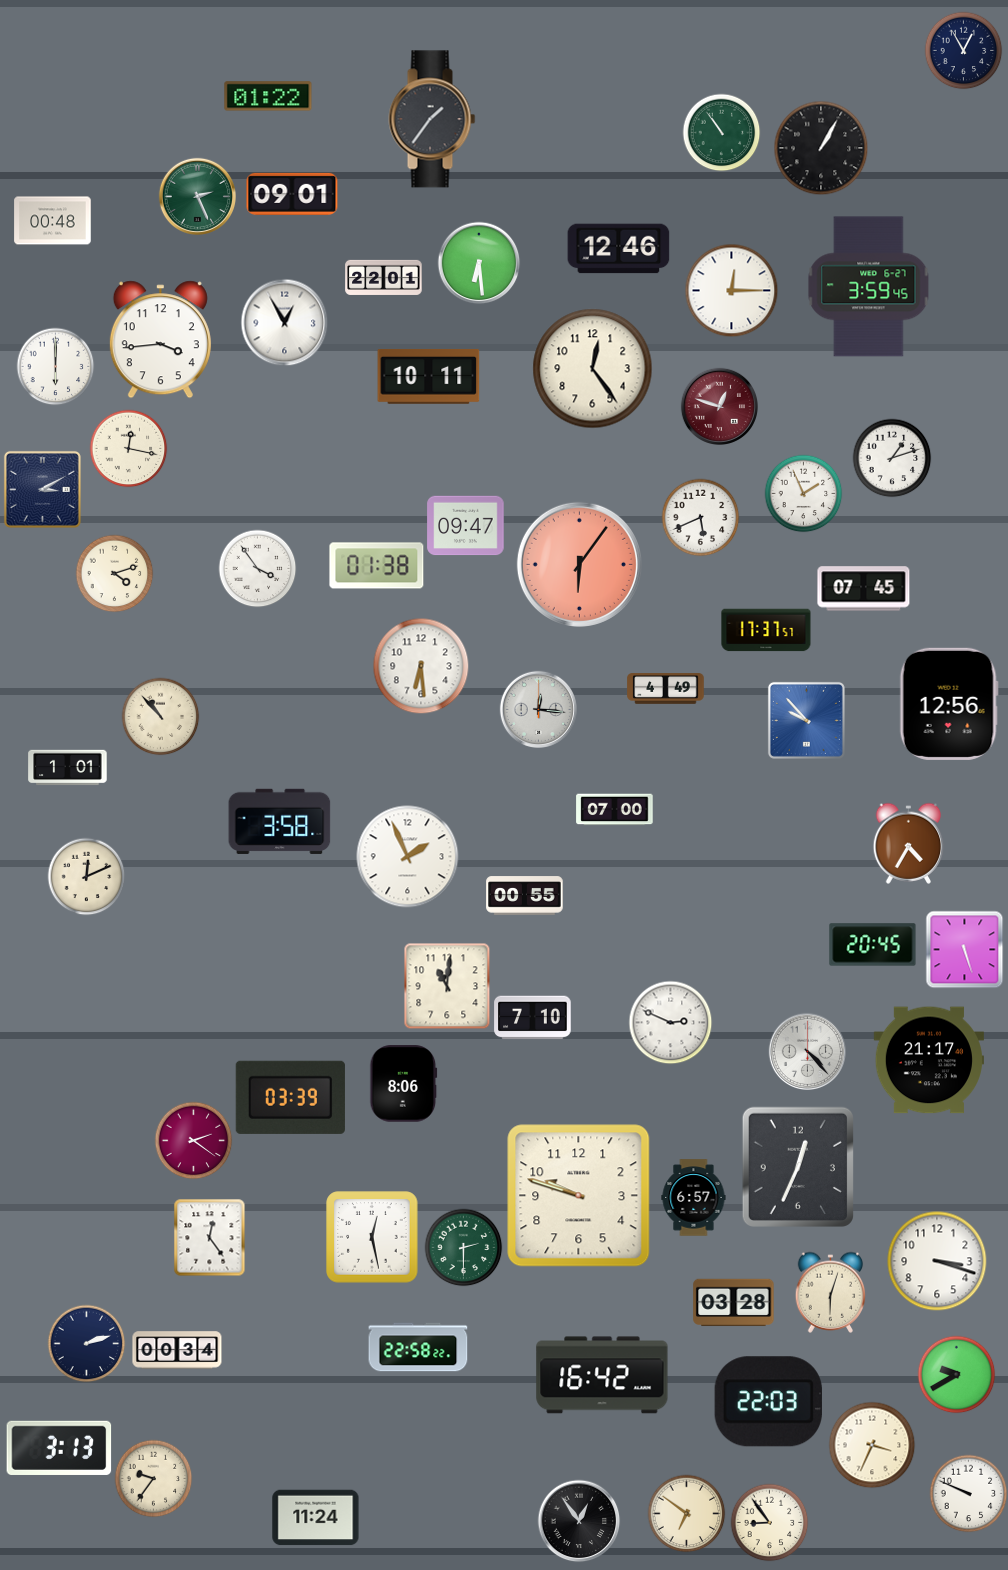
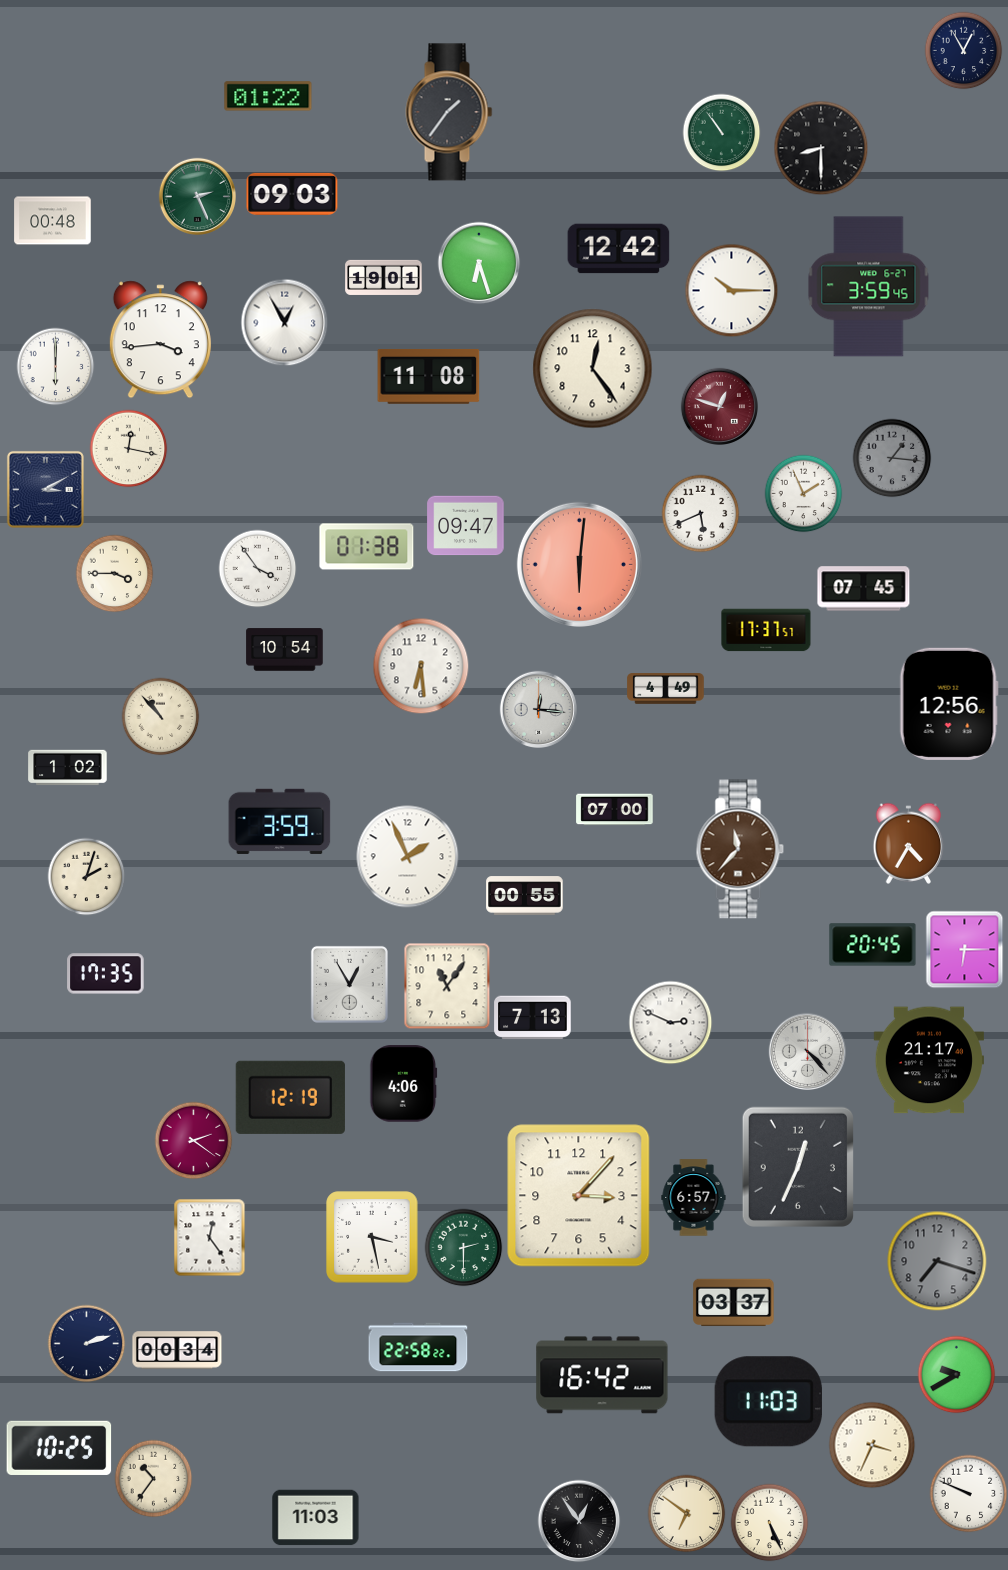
clock at (432, 119) position: (432, 119) -> (449, 112)
clock at (821, 148): 1:05 -> 8:30
clock at (292, 194): 09:01 -> 09:03
clock at (619, 249): 12:46 -> 12:42
clock at (479, 263): 6:29 -> 6:27
clock at (384, 277): 22:01 -> 19:01
clock at (731, 290): 12:15 -> 10:15
clock at (429, 376): 10:11 -> 11:08
clock at (892, 458): 1:12 -> 1:16
clock at (892, 458) dial: white -> grey
clock at (42, 489) position: (42, 489) -> (45, 489)
clock at (700, 517) position: (700, 517) -> (700, 513)
clock at (579, 564): 6:06 -> 6:01
clock at (377, 566) position: (377, 566) -> (367, 547)
clock at (114, 573): 4:12 -> 3:45
clock at (285, 650): none -> 10:54
clock at (806, 720): 9:53 -> none
clock at (68, 768): 1:01 -> 1:02
clock at (280, 821): 3:58 -> 3:59
clock at (740, 849): none -> 11:37
clock at (86, 876): 12:11 -> 2:03
clock at (964, 949): 5:27 -> 6:15
clock at (106, 974): none -> 17:35
clock at (349, 984): none -> 12:55
clock at (447, 986): 11:01 -> 11:06
clock at (533, 1018): 7:10 -> 7:13
clock at (404, 1084): 8:06 -> 4:06
clock at (290, 1097): 03:39 -> 12:19
clock at (579, 1196): 9:48 -> 3:07
clock at (372, 1237): 12:28 -> 3:28
clock at (937, 1261): 3:18 -> 7:18
clock at (937, 1261) dial: white -> grey
clock at (831, 1292): 6:03 -> none
clock at (734, 1303): 03:28 -> 03:37
clock at (768, 1402): 22:03 -> 11:03
clock at (59, 1448): 3:13 -> 10:25
clock at (153, 1478): 9:36 -> 10:36
clock at (316, 1518): 11:24 -> 11:03
clock at (769, 1522): 8:54 -> 5:26
